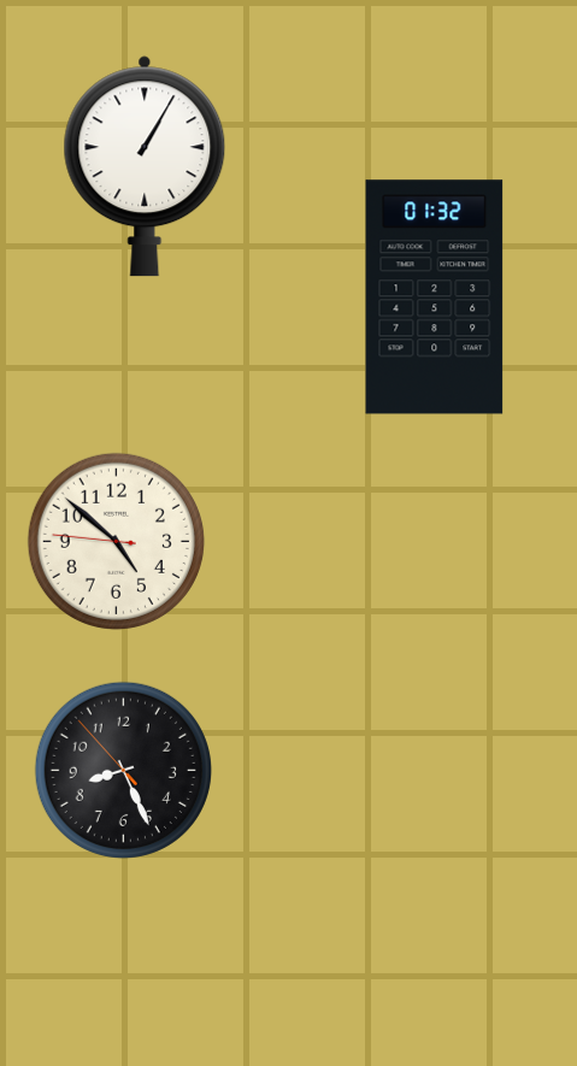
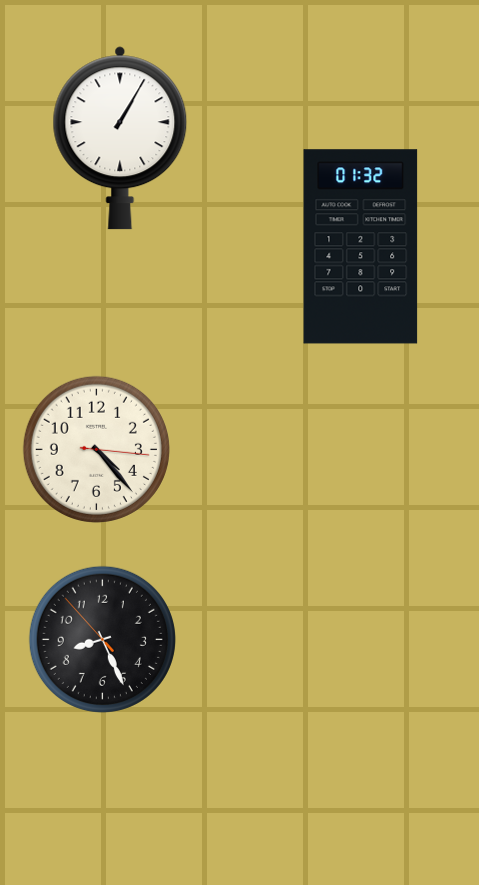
clock at (116, 541): 4:51 -> 4:23
